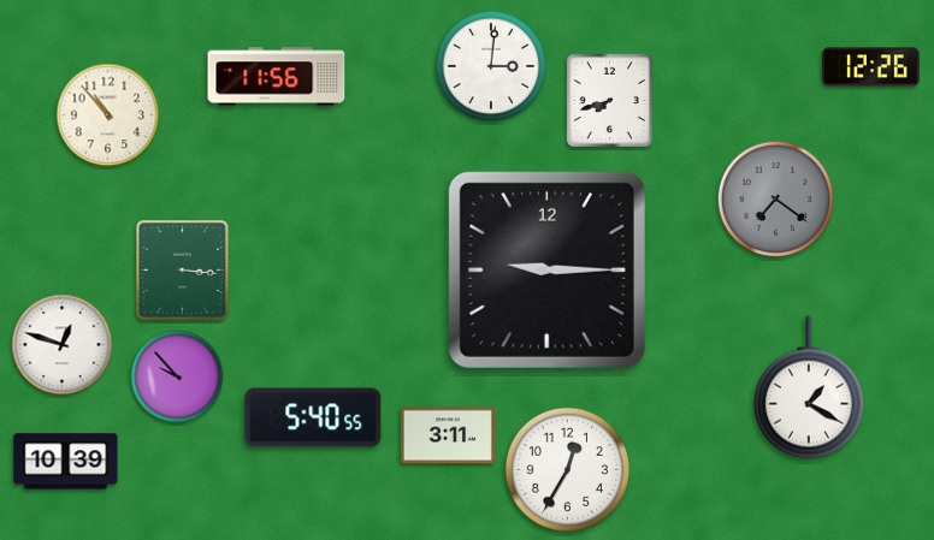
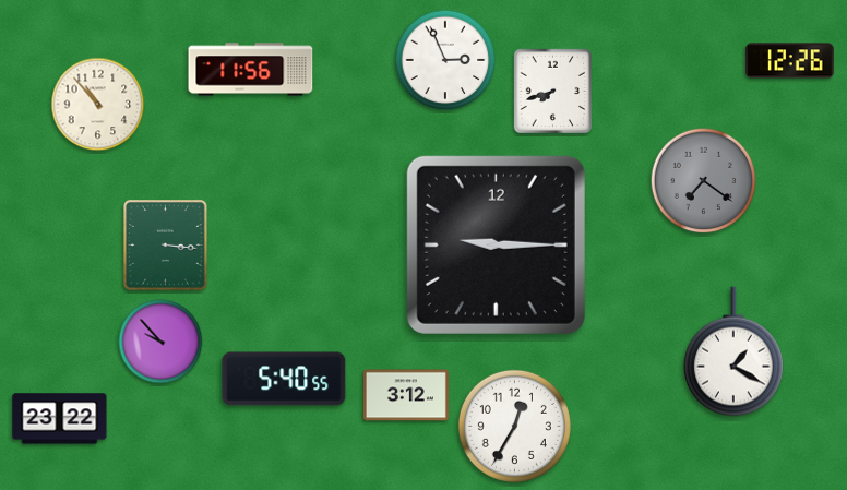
clock at (491, 66): 3:01 -> 2:56
clock at (63, 345): 12:48 -> none
clock at (448, 435): 3:11 -> 3:12
clock at (66, 462): 10:39 -> 23:22
